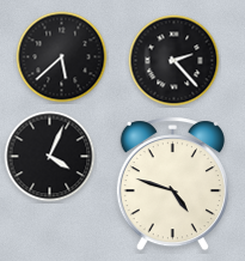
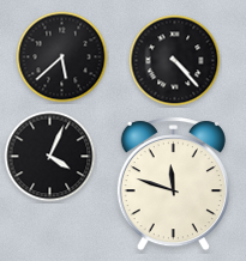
clock at (174, 61): 2:23 -> 4:23
clock at (172, 184): 4:48 -> 11:48
